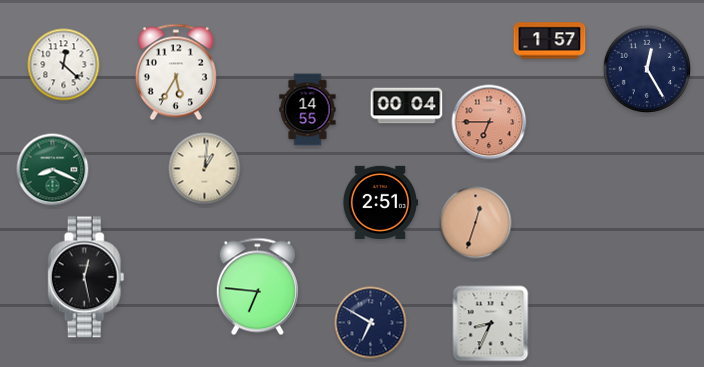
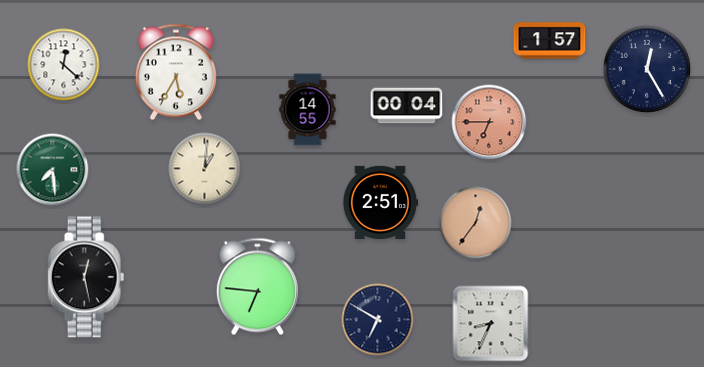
clock at (53, 170): 8:19 -> 7:29
clock at (476, 223): 12:33 -> 12:36
clock at (371, 323) position: (371, 323) -> (378, 320)
